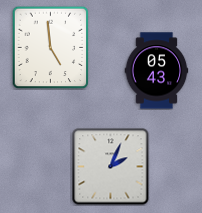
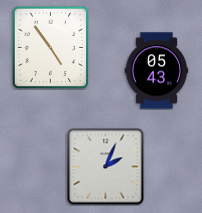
clock at (51, 47): 4:59 -> 4:54
clock at (111, 167) position: (111, 167) -> (106, 167)
